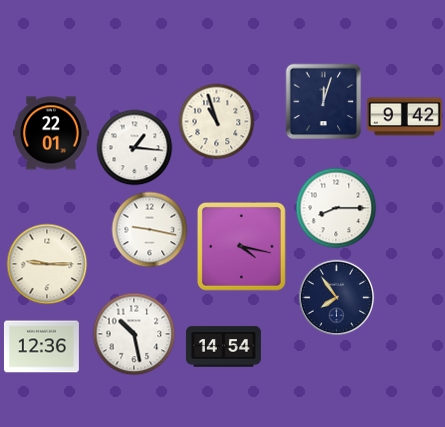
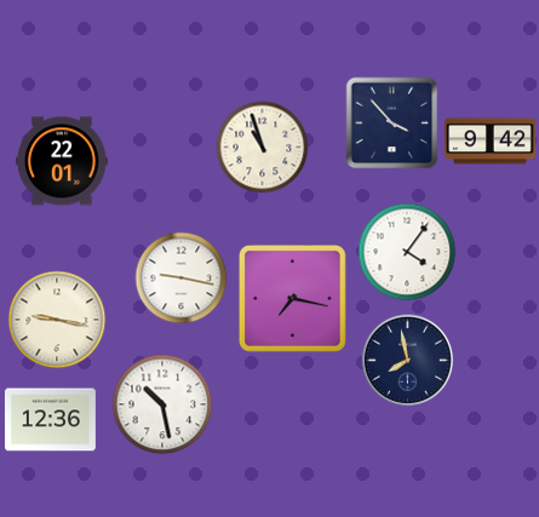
clock at (324, 102): 12:03 -> 3:53
clock at (135, 148): 1:16 -> none
clock at (336, 208): 8:15 -> 4:06
clock at (241, 246): 4:17 -> 7:17
clock at (47, 264): 9:15 -> 9:17
clock at (337, 298): 7:54 -> 7:58
clock at (223, 347): 14:54 -> none
